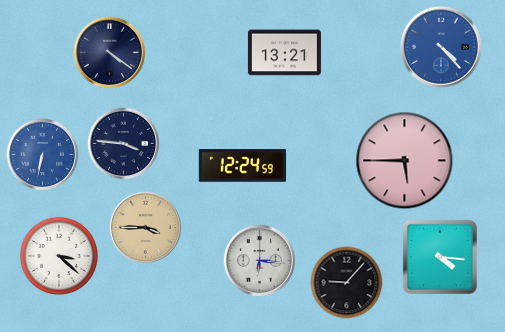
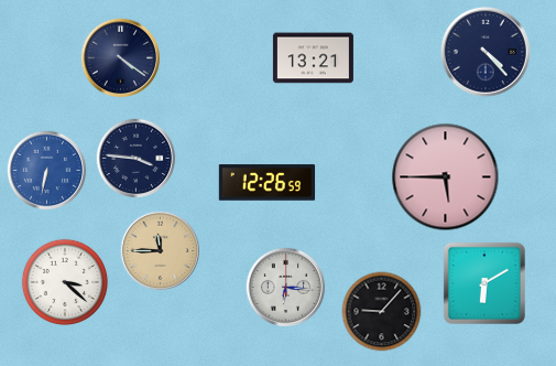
clock at (441, 47) dial: blue -> navy
clock at (243, 166): 12:24 -> 12:26
clock at (146, 228): 3:45 -> 11:45
clock at (440, 257): 4:16 -> 6:10
